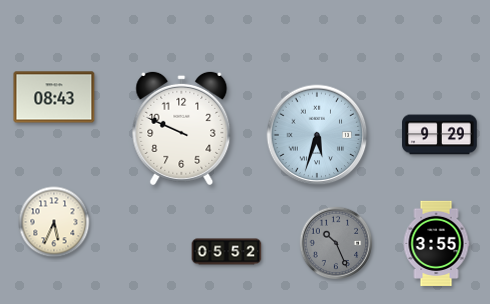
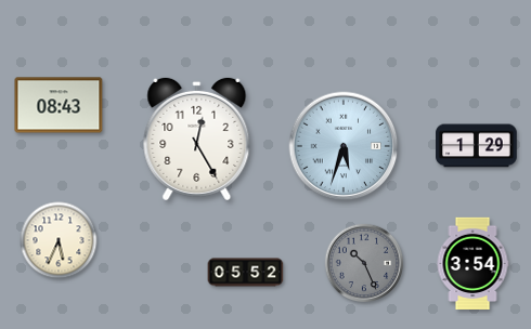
clock at (182, 128): 9:49 -> 12:25
clock at (440, 135): 9:29 -> 1:29
clock at (436, 243): 3:55 -> 3:54
